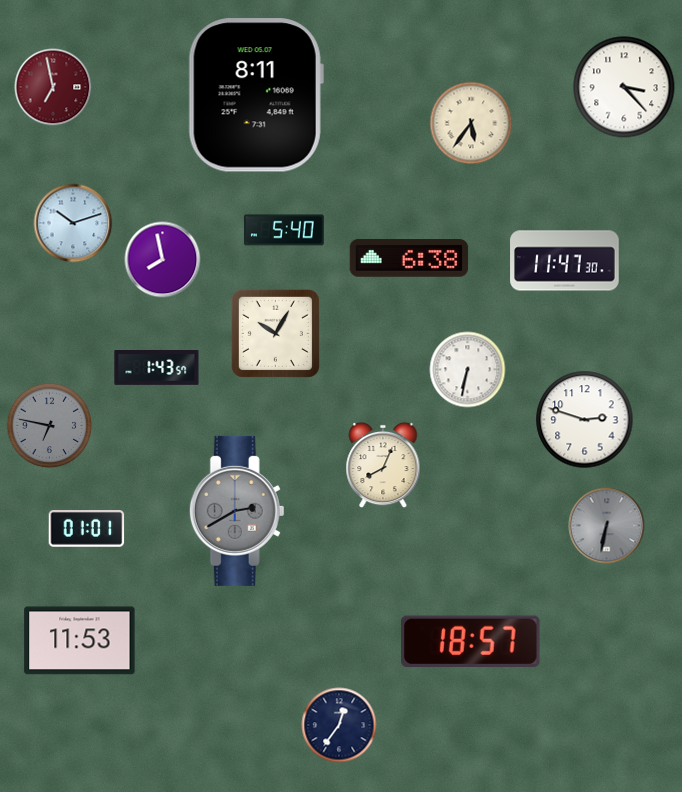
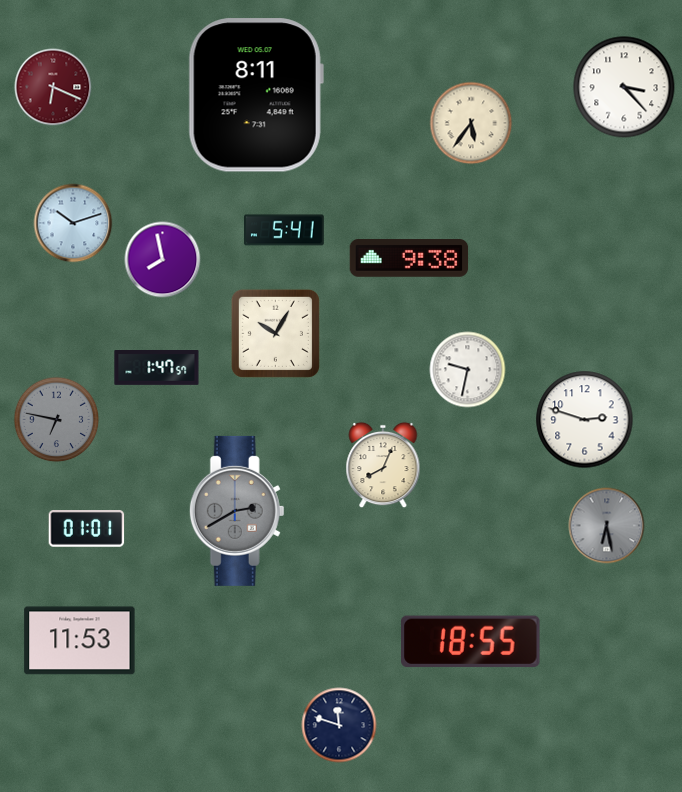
clock at (53, 87): 6:58 -> 6:19
clock at (285, 230): 5:40 -> 5:41
clock at (409, 258): 6:38 -> 9:38
clock at (565, 261): 11:47 -> none
clock at (157, 368): 1:43 -> 1:47
clock at (468, 370): 6:32 -> 9:32
clock at (50, 426) position: (50, 426) -> (57, 420)
clock at (607, 526): 6:32 -> 6:28
clock at (471, 641): 18:57 -> 18:55
clock at (339, 725): 12:36 -> 11:48
